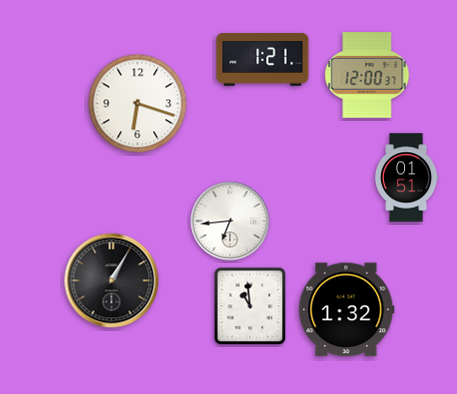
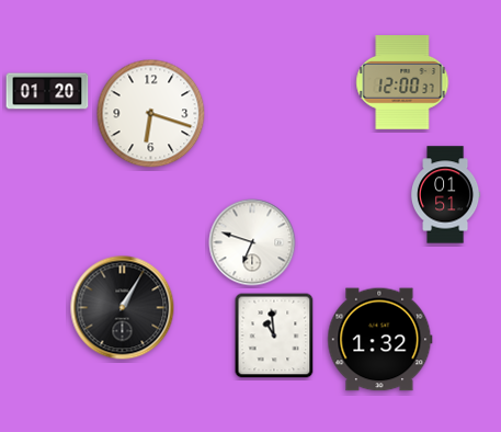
clock at (263, 60): 1:21 -> none
clock at (47, 91): none -> 01:20
clock at (230, 221): 6:44 -> 6:48
